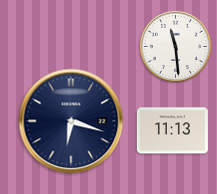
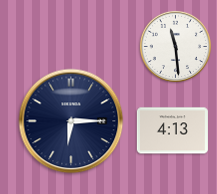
clock at (71, 121): 6:18 -> 6:15
clock at (172, 131): 11:13 -> 4:13
